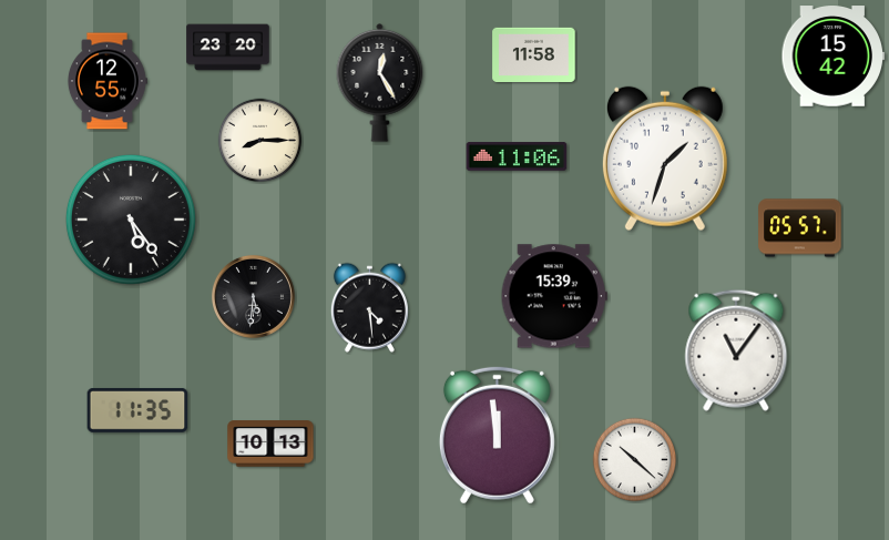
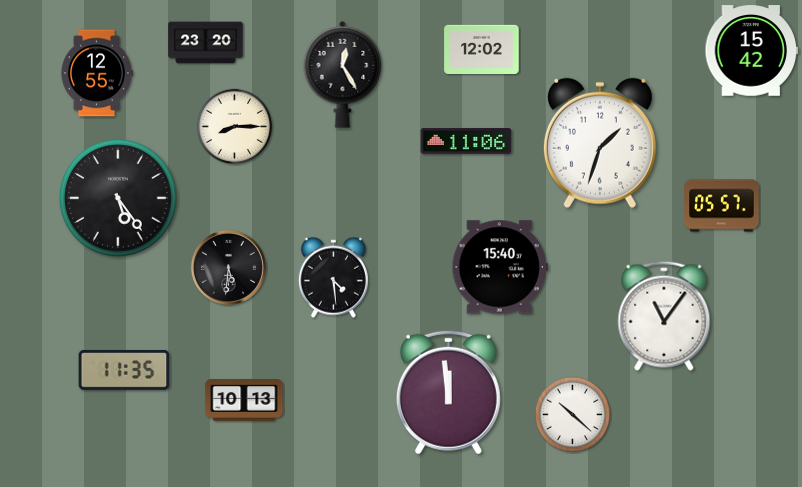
clock at (534, 54): 11:58 -> 12:02
clock at (554, 296): 15:39 -> 15:40
